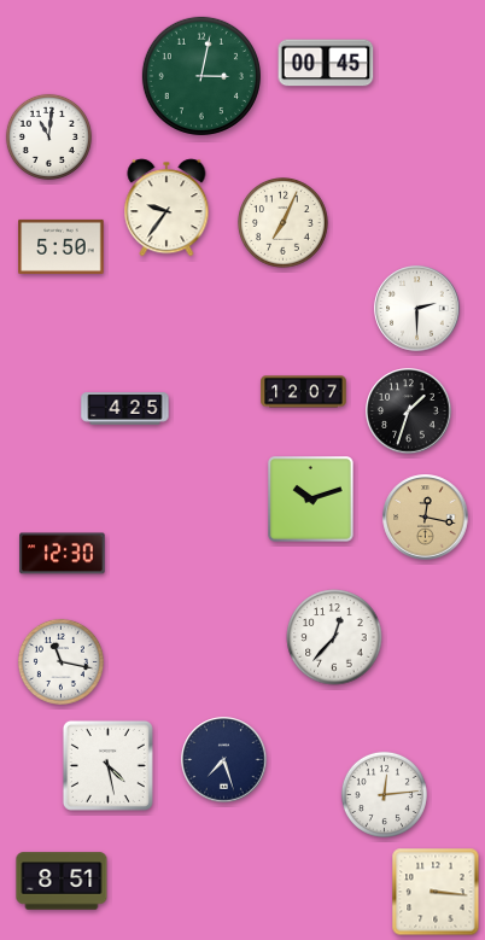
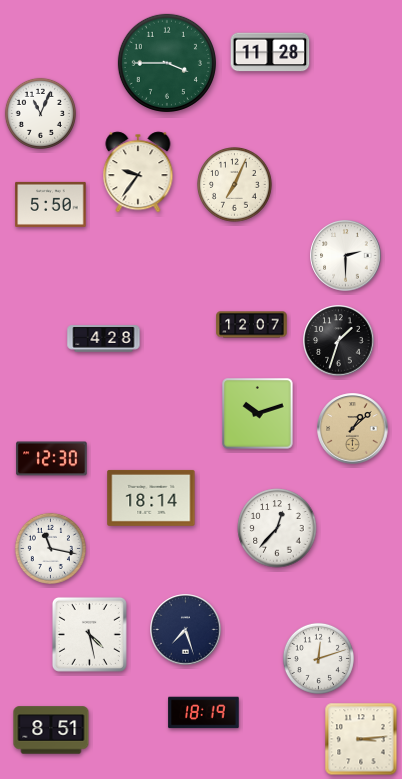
clock at (326, 63): 00:45 -> 11:28
clock at (201, 76): 3:02 -> 3:45
clock at (48, 136): 11:01 -> 11:04
clock at (125, 409): 4:25 -> 4:28
clock at (426, 518): 12:17 -> 1:08
clock at (151, 498): none -> 18:14
clock at (384, 794): 12:14 -> 12:12
clock at (204, 713): none -> 18:19
clock at (436, 892): 3:16 -> 3:14
